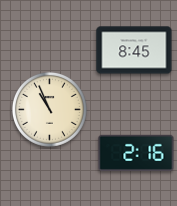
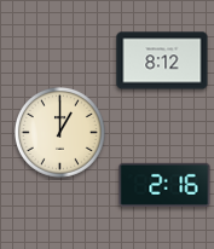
clock at (134, 50): 8:45 -> 8:12
clock at (49, 109): 10:56 -> 1:00
